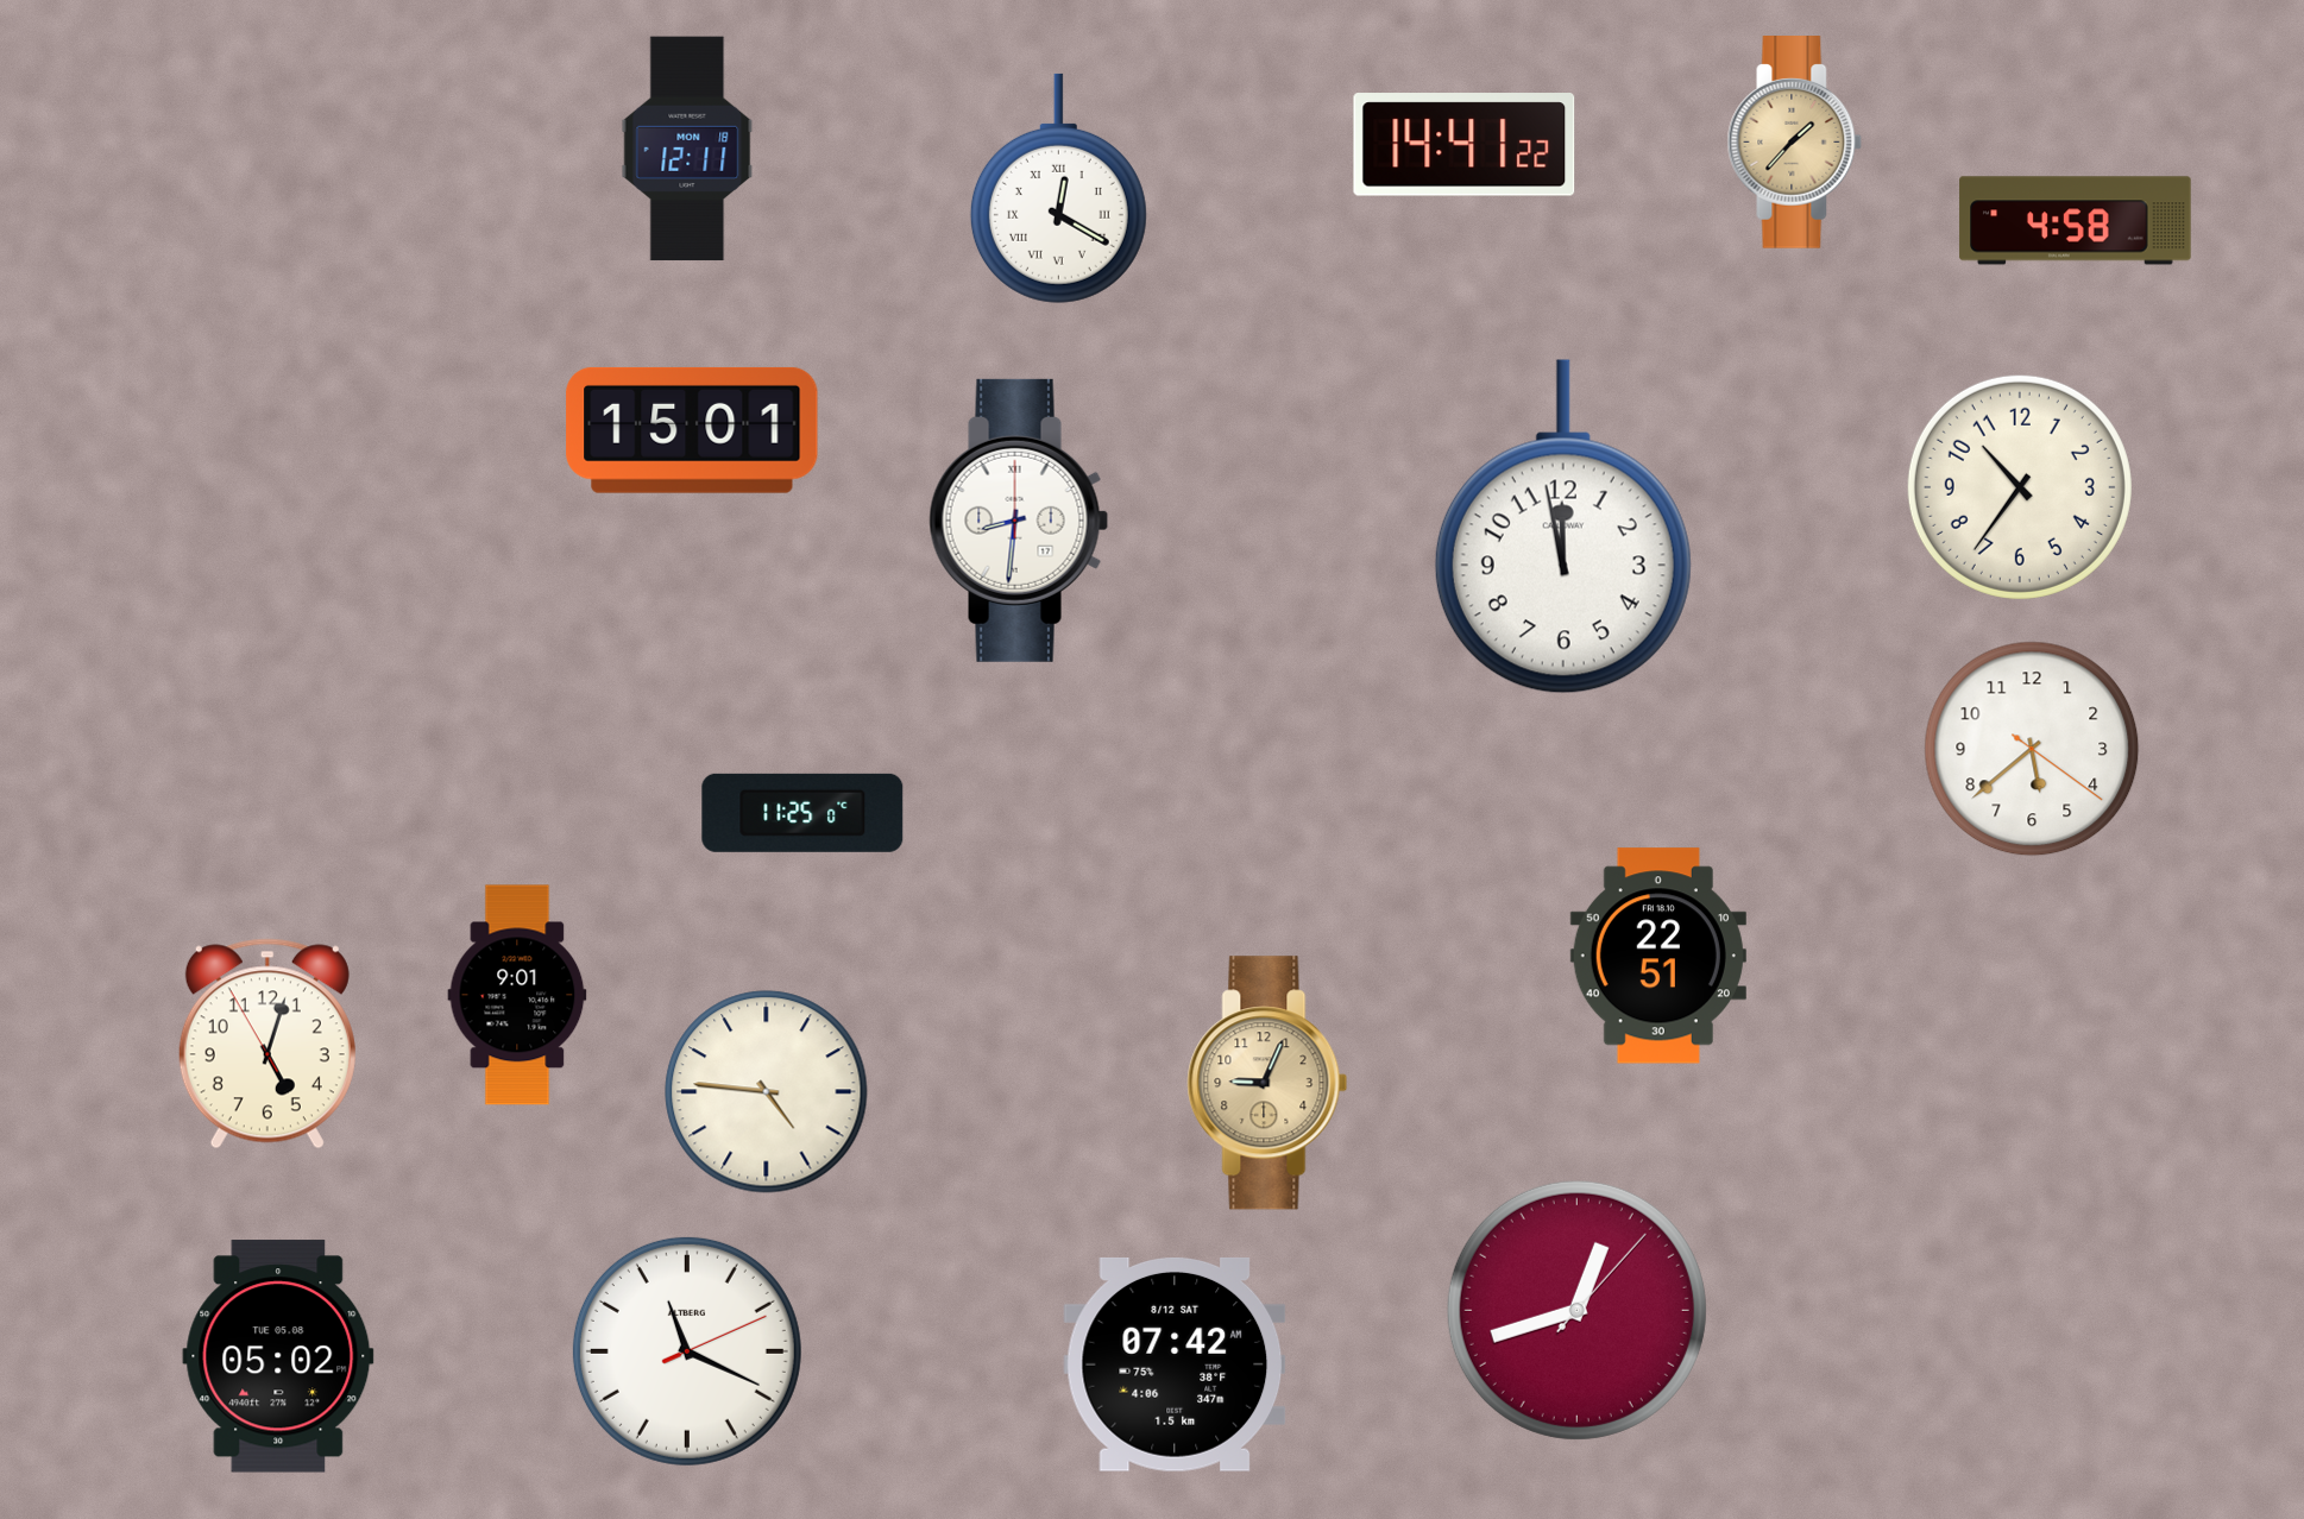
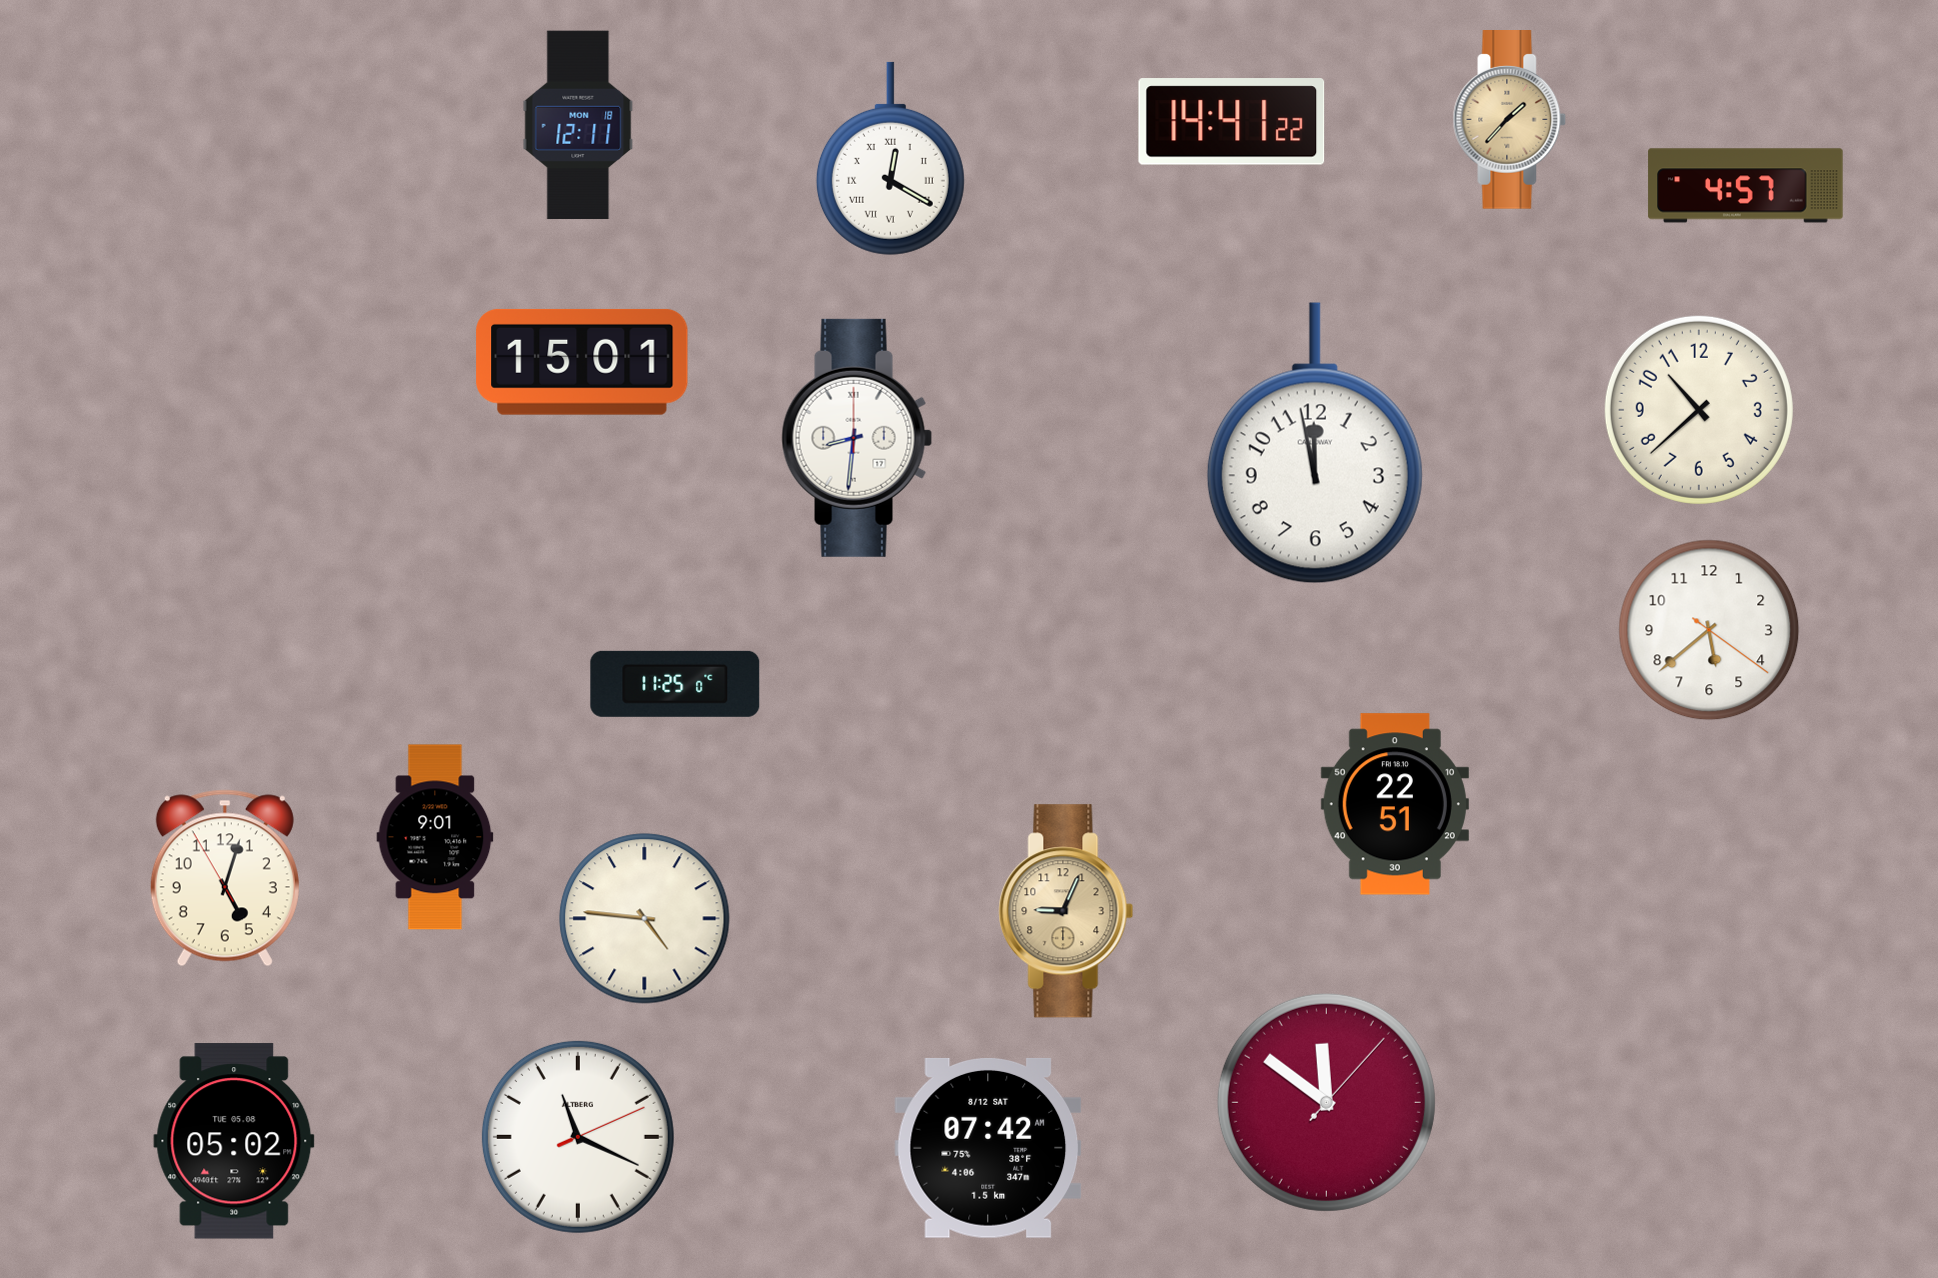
clock at (2076, 221): 4:58 -> 4:57
clock at (2020, 487): 10:36 -> 10:38
clock at (1576, 1310): 12:42 -> 11:51
